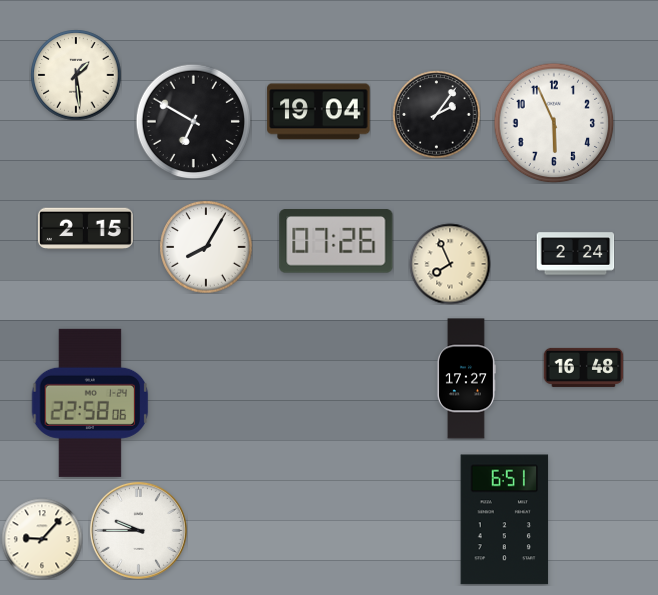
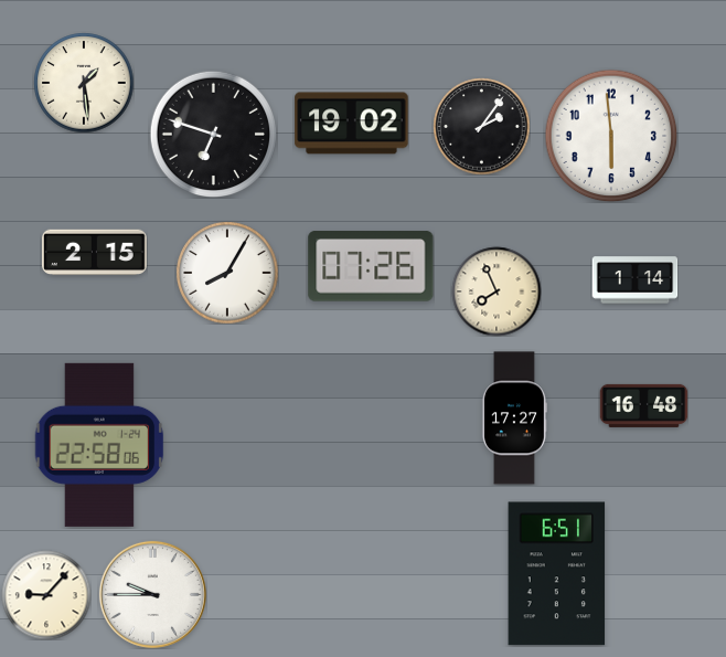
clock at (319, 112): 19:04 -> 19:02
clock at (193, 121): 6:50 -> 6:48
clock at (554, 123): 5:56 -> 5:59
clock at (575, 254): 2:24 -> 1:14
clock at (138, 530) position: (138, 530) -> (152, 594)
